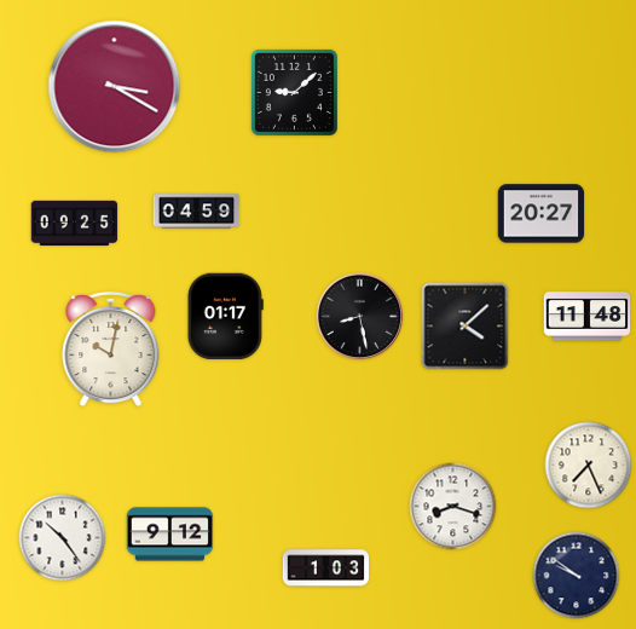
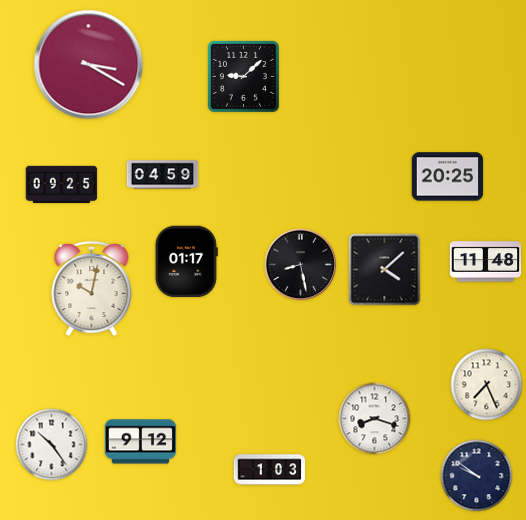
clock at (115, 87) position: (115, 87) -> (89, 65)
clock at (542, 214): 20:27 -> 20:25
clock at (360, 317) position: (360, 317) -> (301, 265)
